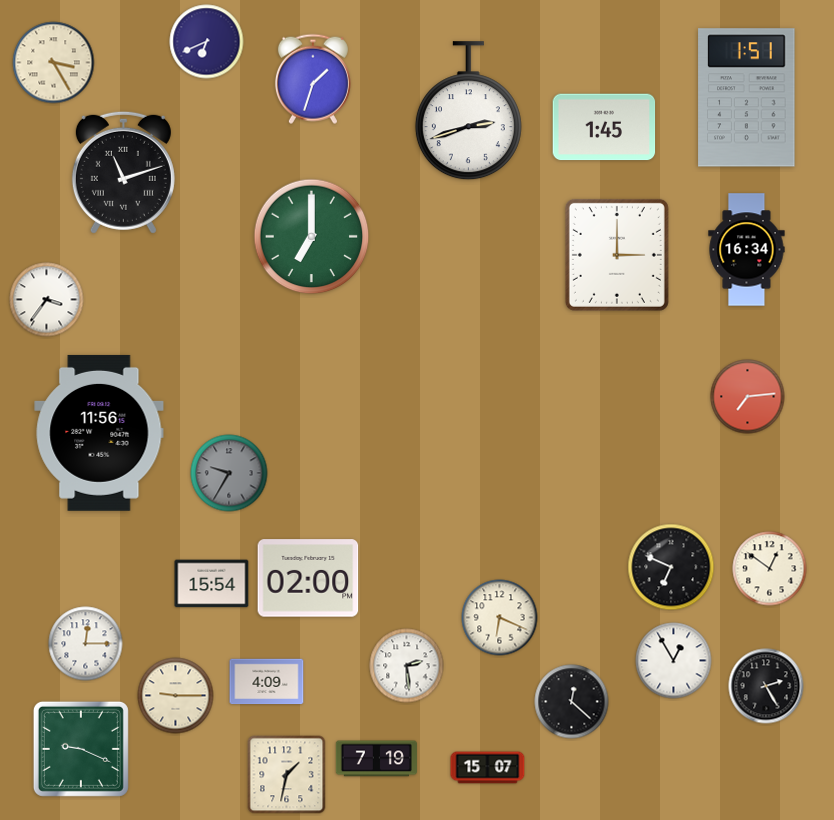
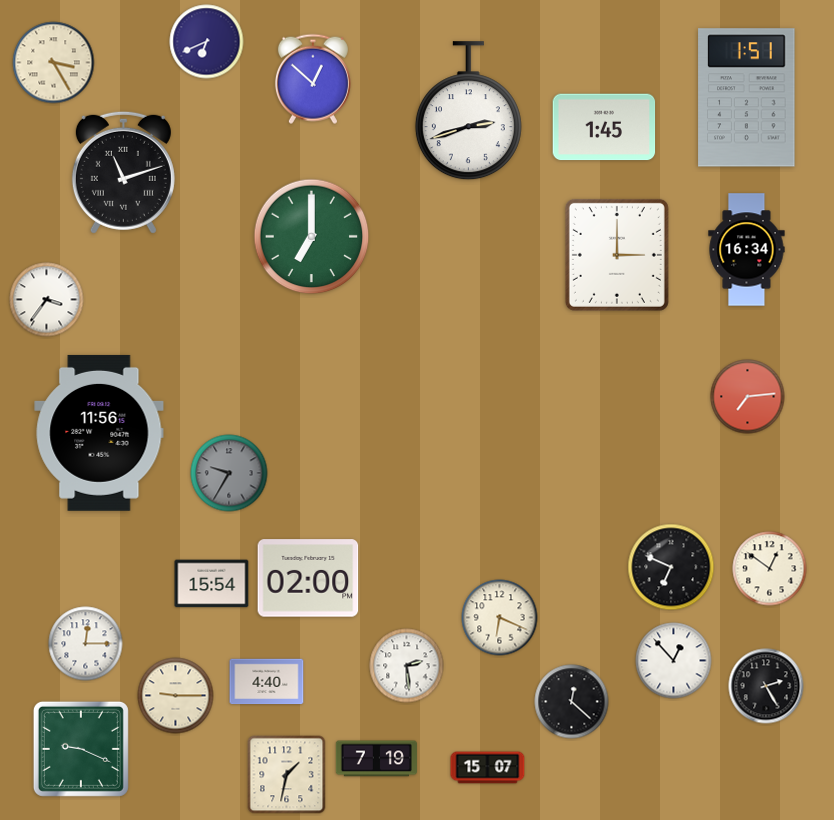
clock at (313, 79): 1:33 -> 12:52
clock at (674, 661): 12:55 -> 12:53
clock at (267, 682): 4:09 -> 4:40
